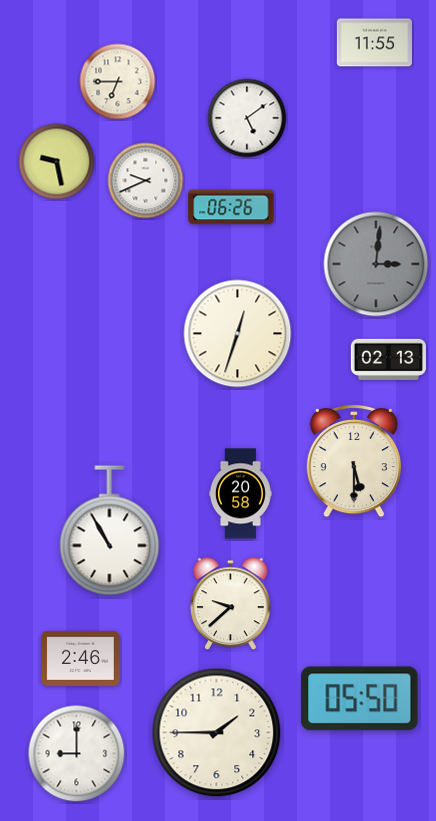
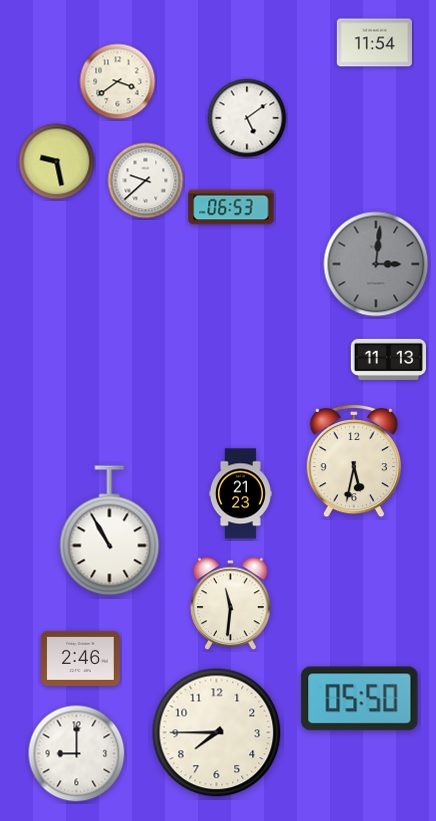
clock at (374, 43): 11:55 -> 11:54
clock at (118, 82): 6:45 -> 3:39
clock at (146, 181): 9:41 -> 9:38
clock at (231, 207): 06:26 -> 06:53
clock at (238, 334): 12:33 -> none
clock at (388, 359): 02:13 -> 11:13
clock at (354, 461): 5:30 -> 5:32
clock at (240, 494): 20:58 -> 21:23
clock at (231, 604): 9:38 -> 11:31
clock at (217, 733): 1:45 -> 7:45
